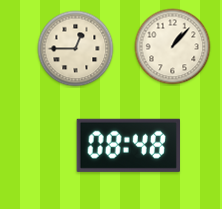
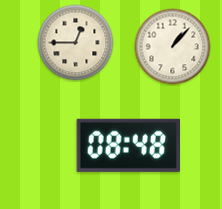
clock at (76, 49) position: (76, 49) -> (76, 43)
